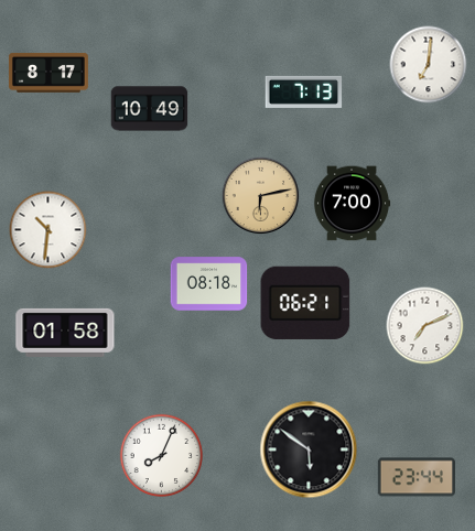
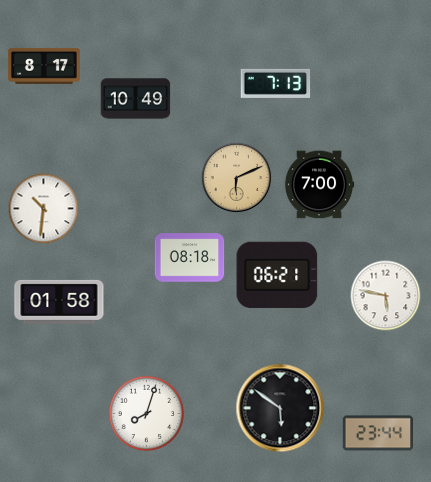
clock at (429, 65): 7:01 -> none
clock at (261, 196): 6:13 -> 6:11
clock at (425, 326): 7:11 -> 5:47
clock at (161, 455): 8:04 -> 8:03
